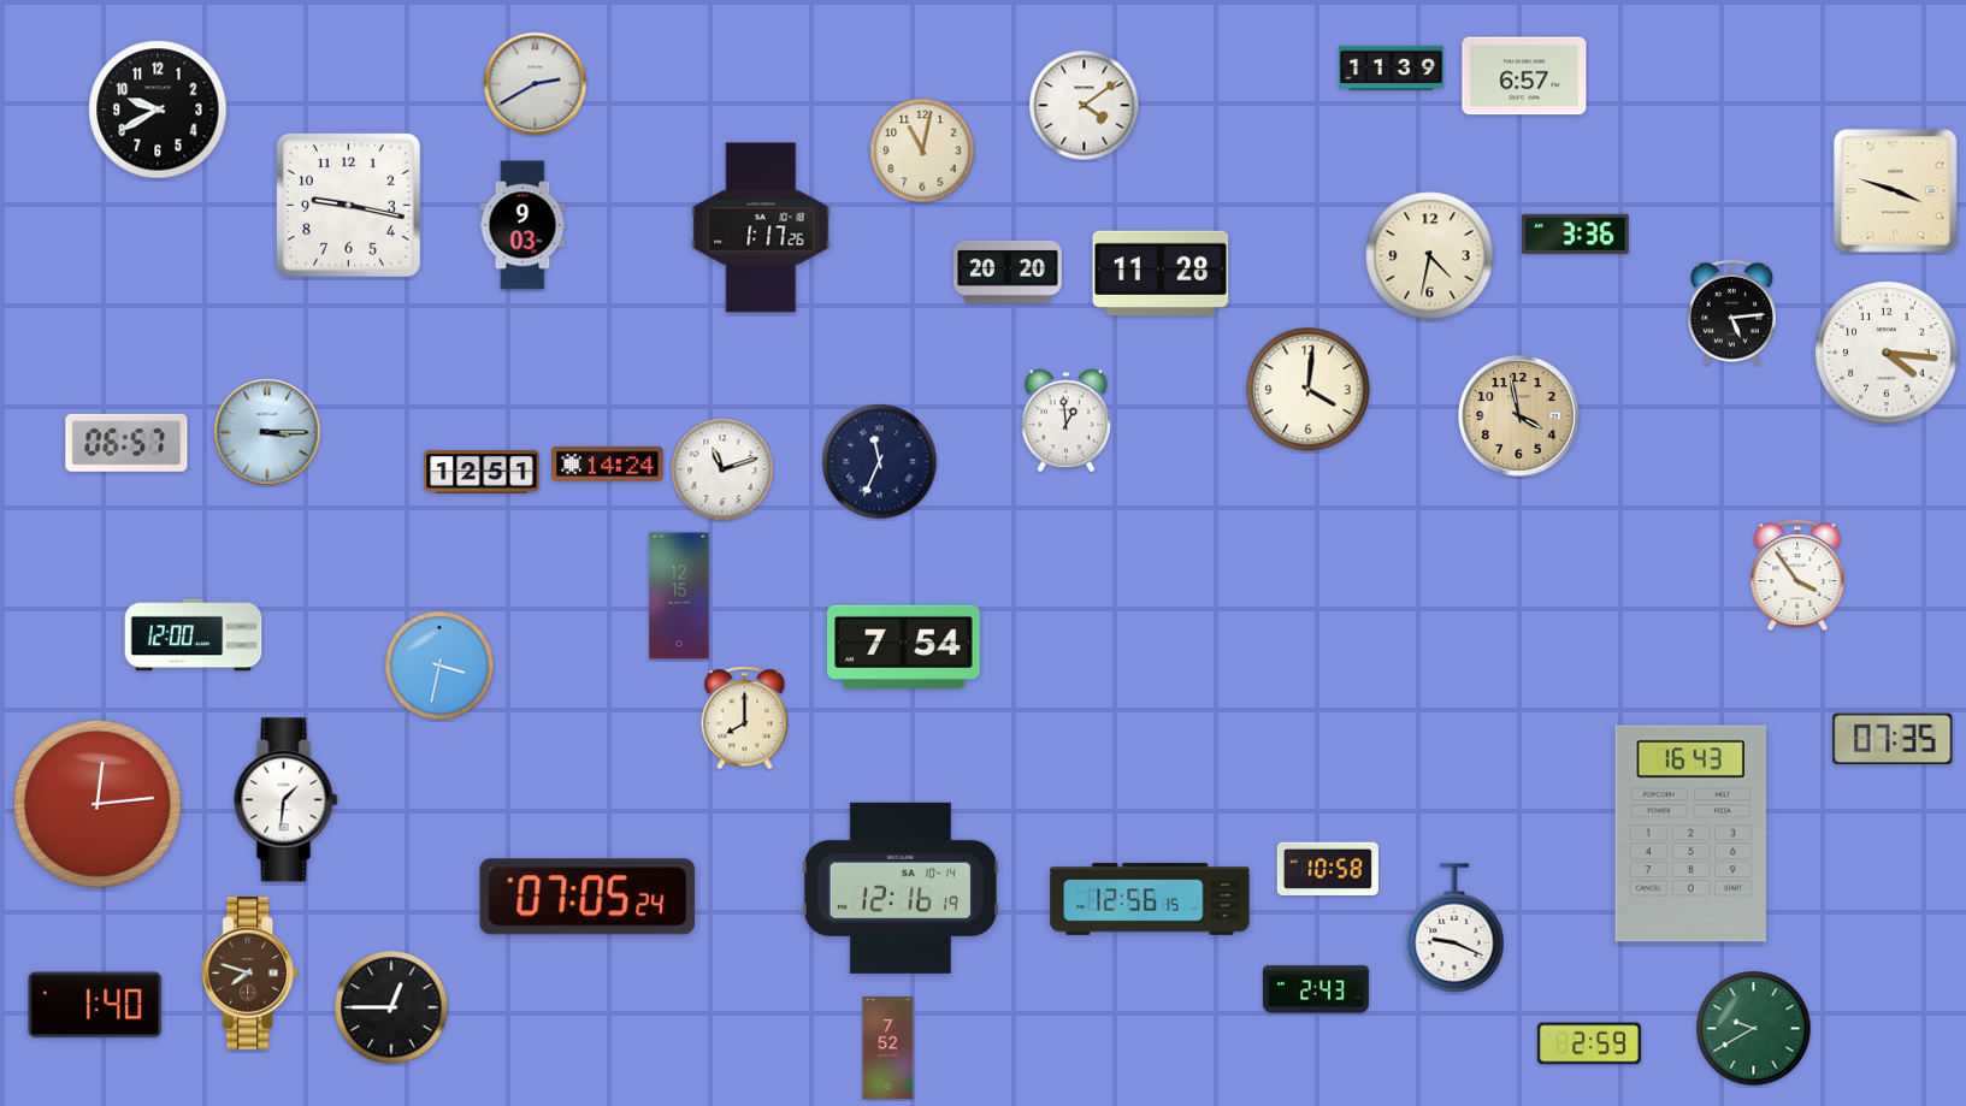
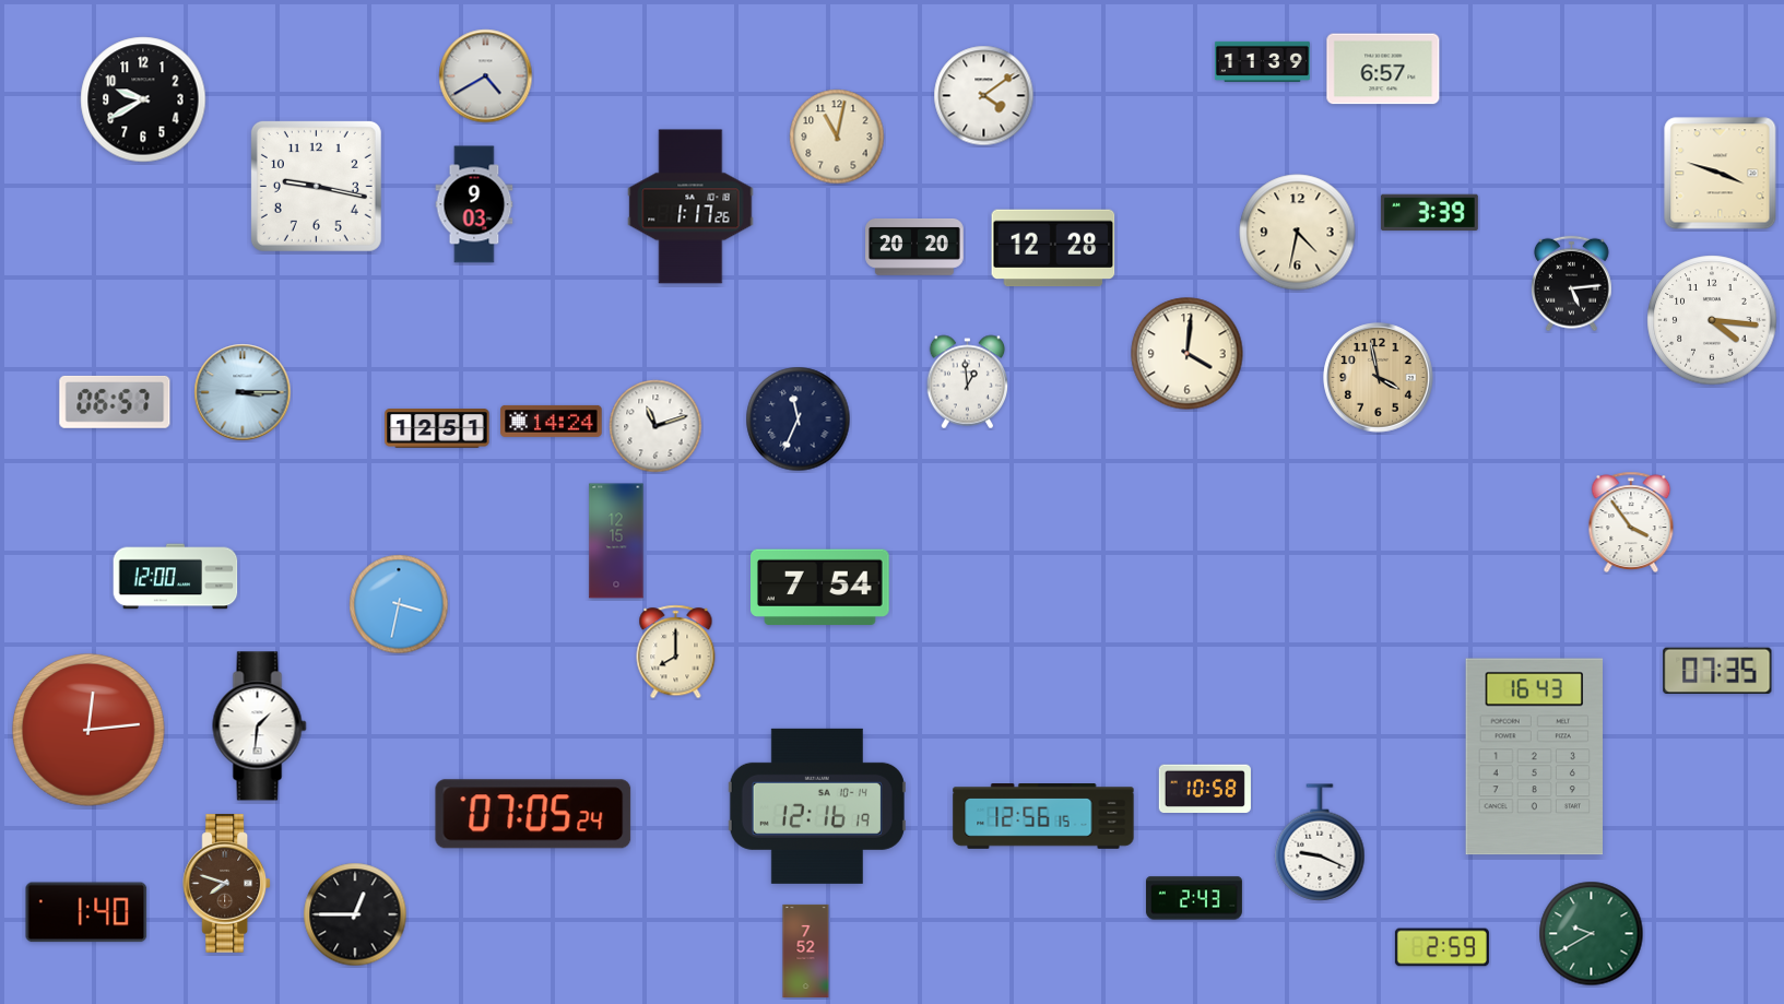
clock at (536, 84): 2:40 -> 4:40
clock at (1575, 235): 3:36 -> 3:39
clock at (1161, 273): 11:28 -> 12:28
